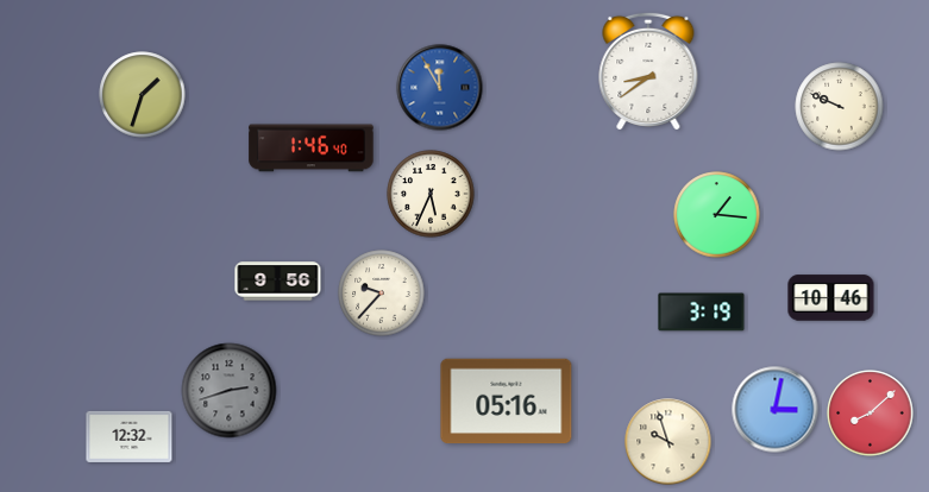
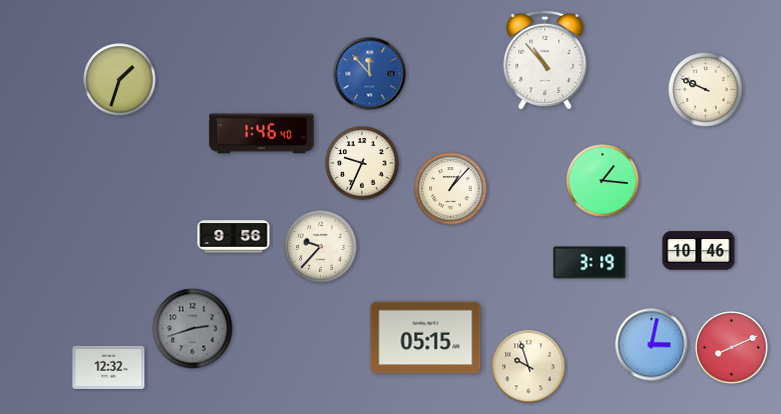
clock at (648, 71): 8:39 -> 10:53
clock at (440, 88): 11:55 -> 11:53
clock at (312, 149) position: (312, 149) -> (262, 134)
clock at (431, 194): 5:34 -> 9:34
clock at (451, 189): none -> 1:07
clock at (507, 402): 05:16 -> 05:15
clock at (871, 414): 8:08 -> 8:11
clock at (668, 442) position: (668, 442) -> (529, 367)
